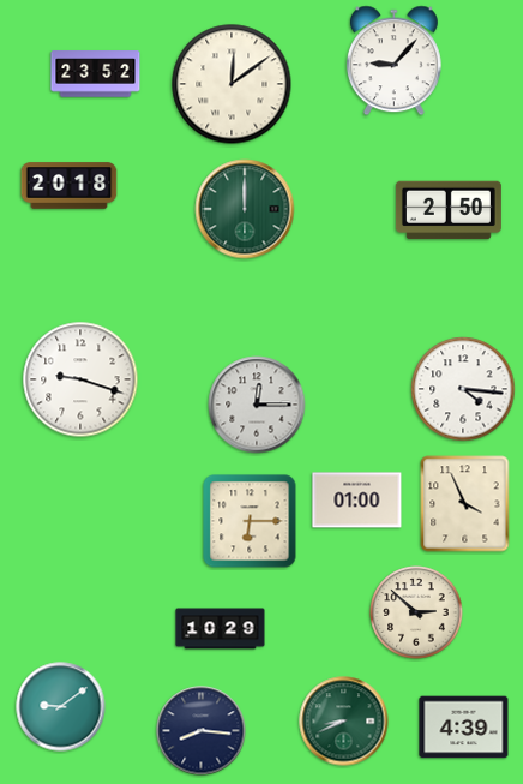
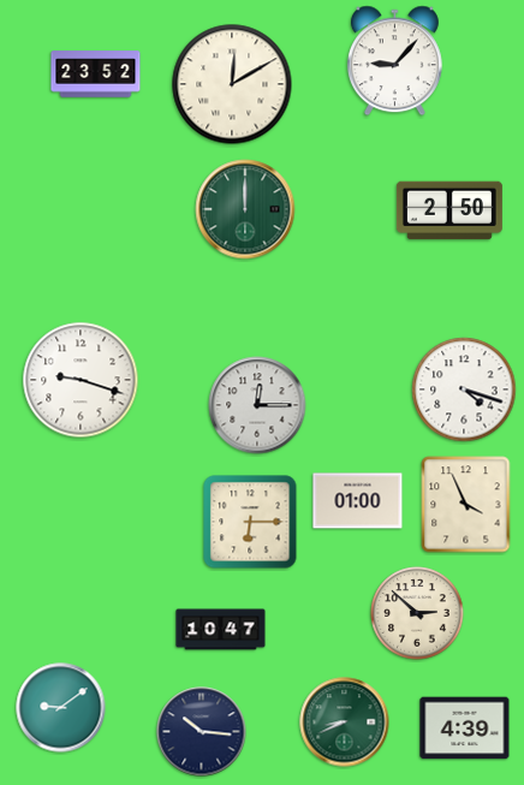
clock at (232, 84): 12:09 -> 12:10
clock at (70, 186): 20:18 -> none
clock at (463, 389): 4:16 -> 4:18
clock at (221, 629): 10:29 -> 10:47
clock at (202, 731): 8:16 -> 10:16
